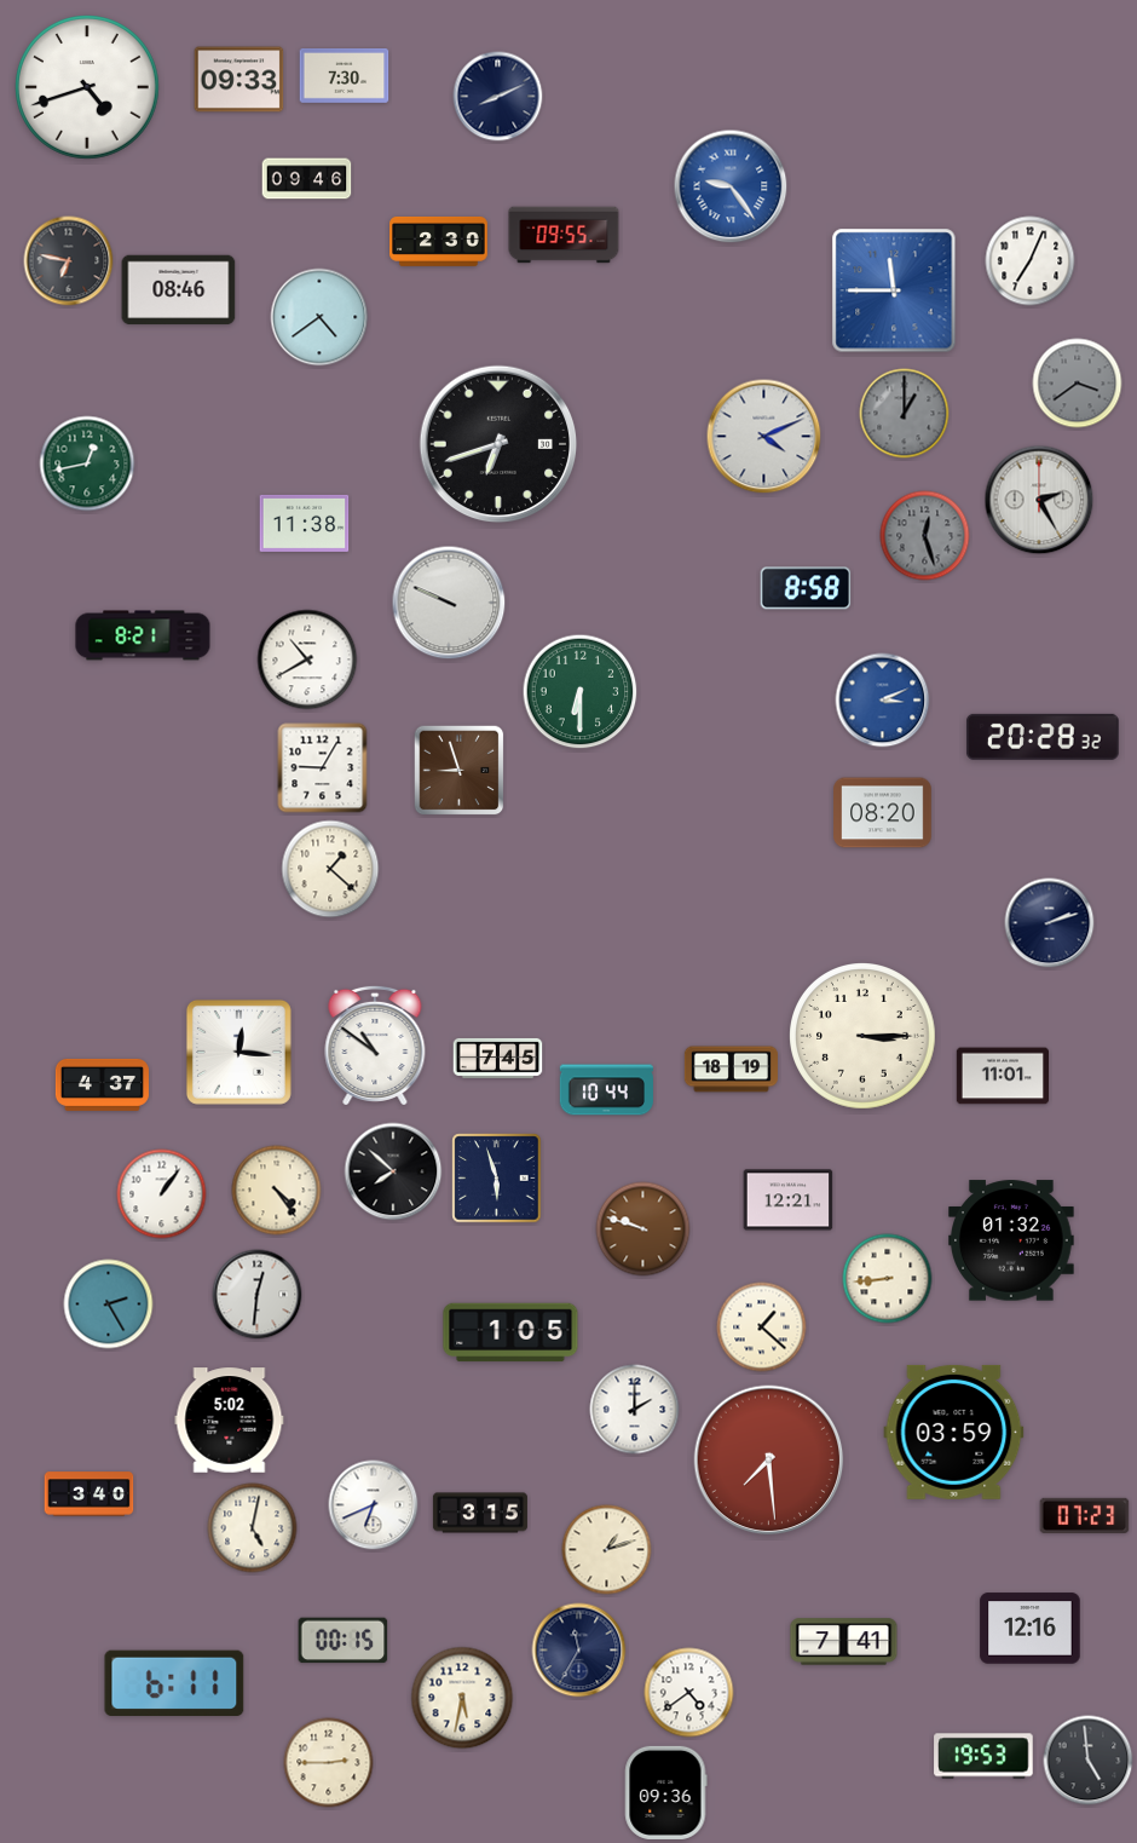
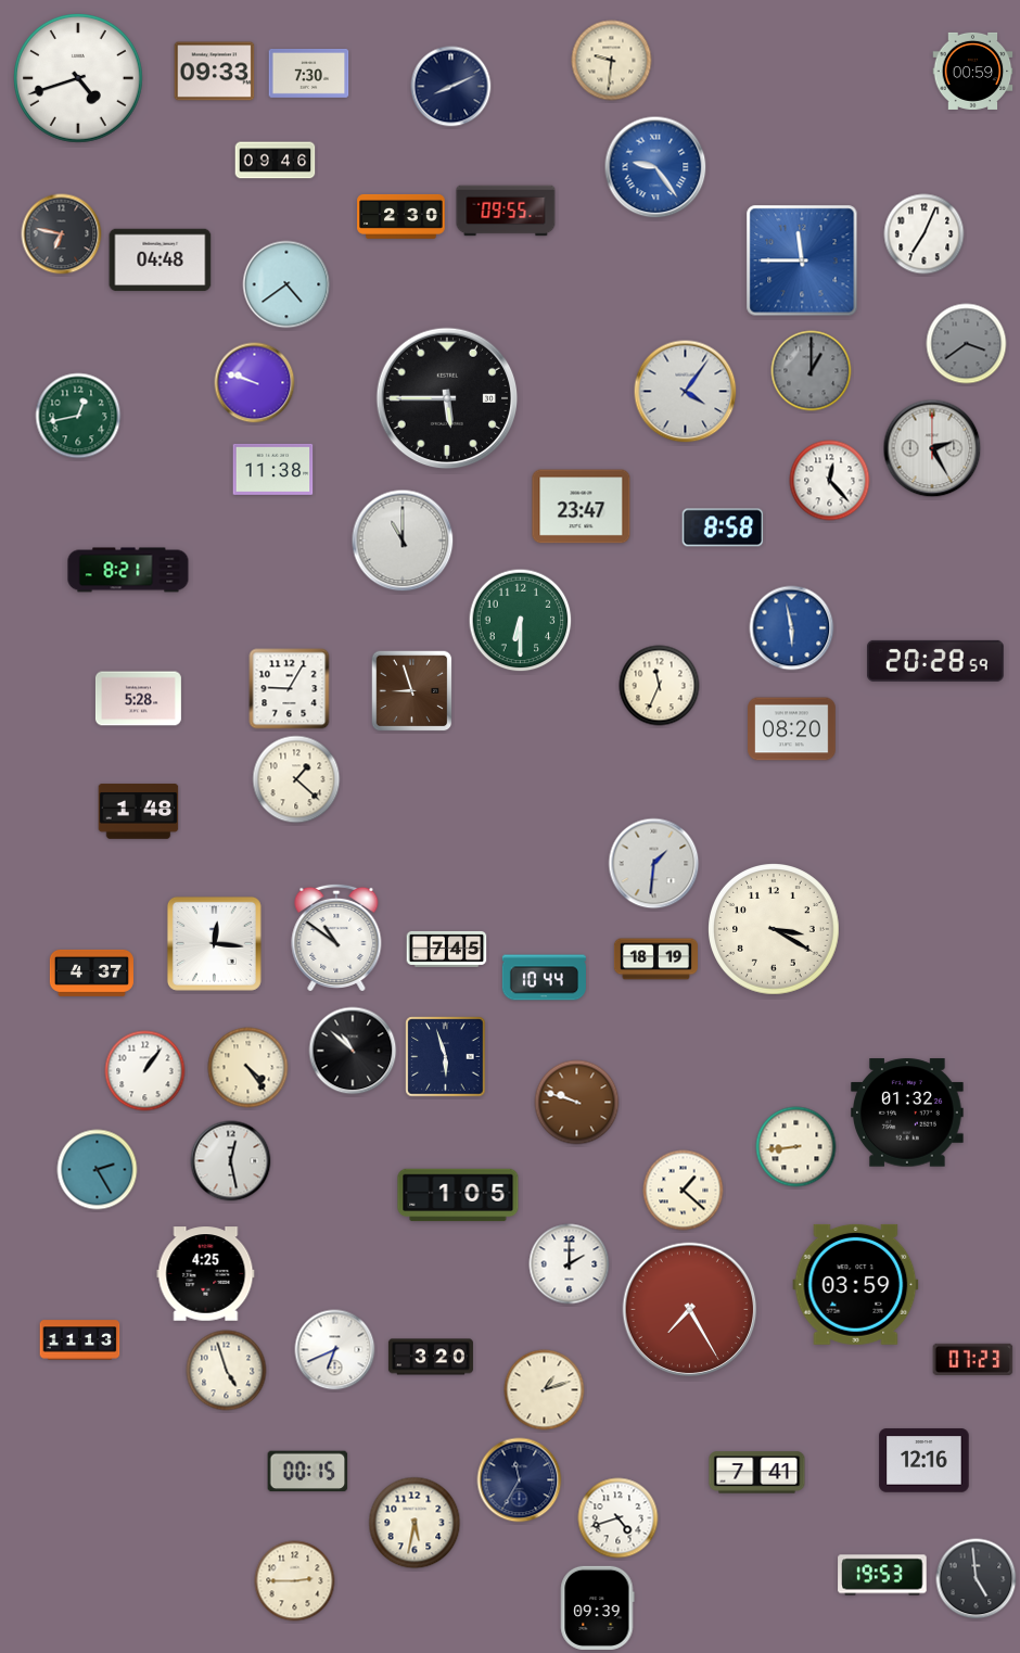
clock at (612, 61): none -> 9:31
clock at (345, 76) position: (345, 76) -> (309, 74)
clock at (973, 71): none -> 00:59
clock at (498, 97) position: (498, 97) -> (451, 87)
clock at (439, 241) position: (439, 241) -> (401, 216)
clock at (179, 290): 08:46 -> 04:48
clock at (255, 383): none -> 9:48
clock at (764, 437): 4:11 -> 4:06
clock at (498, 444): 6:42 -> 5:45
clock at (925, 536): 12:27 -> 12:23
clock at (925, 536) dial: grey -> white
clock at (582, 507): none -> 23:47
clock at (449, 603): 9:49 -> 11:00
clock at (307, 660): 10:40 -> none
clock at (883, 701): 3:11 -> 5:58
clock at (1043, 737): 20:28:32 -> 20:28:59
clock at (660, 686): none -> 11:34
clock at (138, 699): none -> 5:28
clock at (139, 812): none -> 1:48
clock at (1050, 923): 2:12 -> none
clock at (654, 864): none -> 1:31
clock at (864, 1037): 3:15 -> 3:20
clock at (1002, 1076): 11:01 -> none
clock at (393, 1171): 7:52 -> 10:52
clock at (789, 1200): 12:21 -> none
clock at (258, 1295): 12:31 -> 12:28
clock at (230, 1421): 5:02 -> 4:25
clock at (769, 1461): 7:29 -> 7:25
clock at (90, 1494): 3:40 -> 11:13
clock at (480, 1513): 3:15 -> 3:20
clock at (253, 1528): 5:02 -> 4:57
clock at (174, 1683): 6:11 -> none
clock at (689, 1693): 4:39 -> 4:42
clock at (666, 1792): 09:36 -> 09:39
